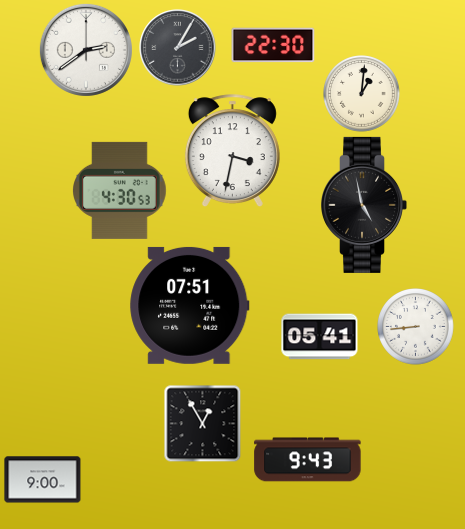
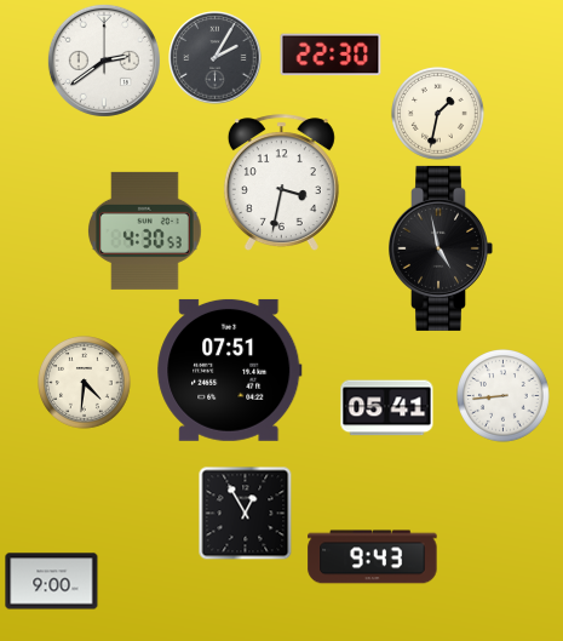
clock at (362, 94): 1:01 -> 1:32
clock at (85, 383): none -> 4:31
